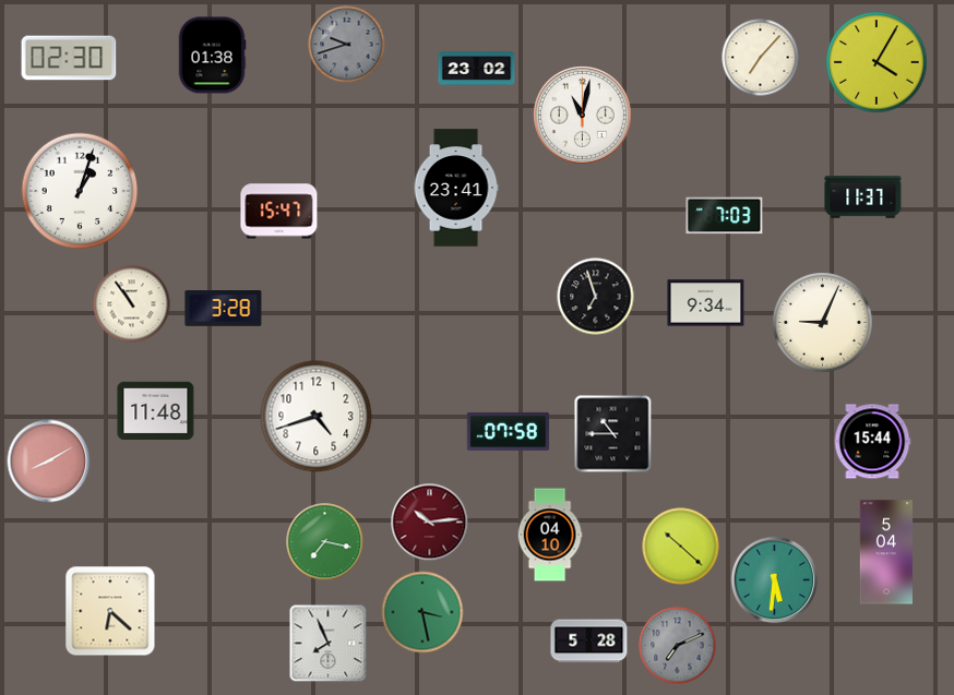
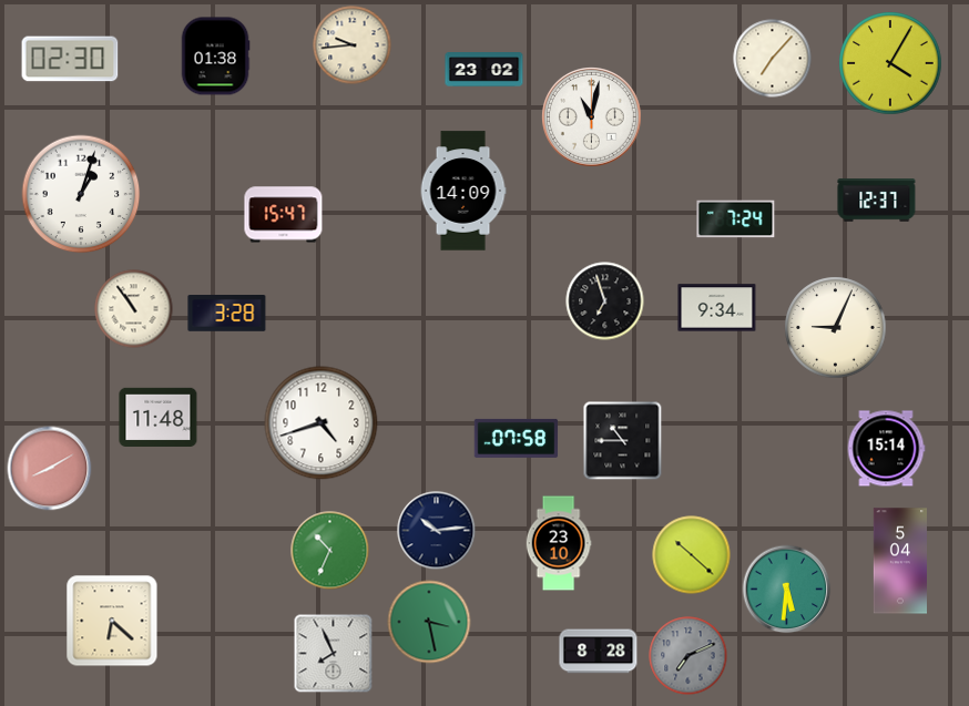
clock at (347, 45): 9:42 -> 9:44
clock at (347, 45) dial: grey -> cream
clock at (456, 188): 23:41 -> 14:09
clock at (863, 197): 11:37 -> 12:37
clock at (725, 216): 7:03 -> 7:24
clock at (872, 442): 15:44 -> 15:14
clock at (430, 523) dial: burgundy -> navy
clock at (550, 535): 04:10 -> 23:10
clock at (325, 542): 7:17 -> 10:34
clock at (589, 642): 5:28 -> 8:28
